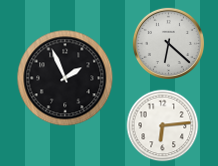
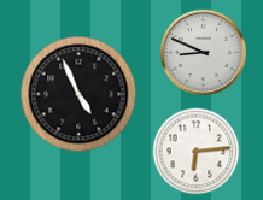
clock at (168, 43): 6:22 -> 8:49
clock at (65, 78): 1:56 -> 4:56
